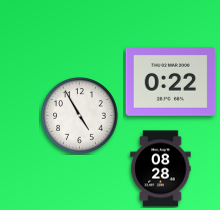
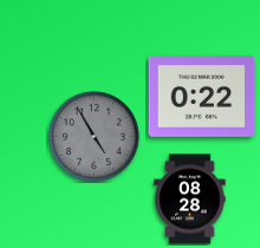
clock at (80, 116) dial: white -> grey
